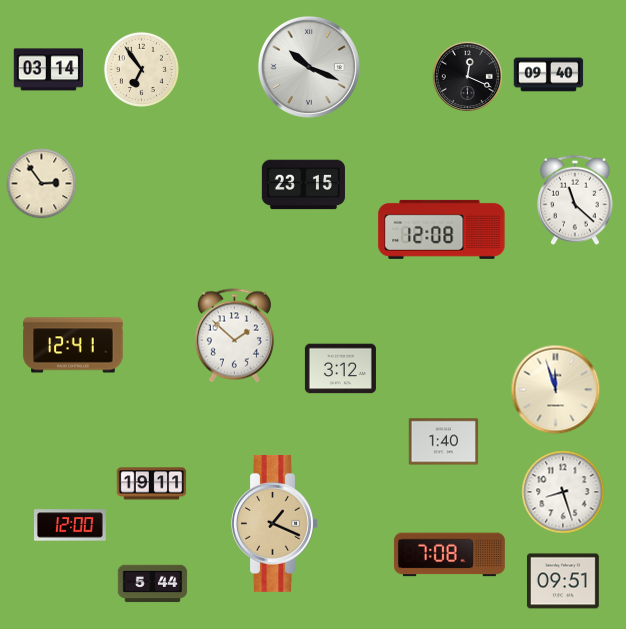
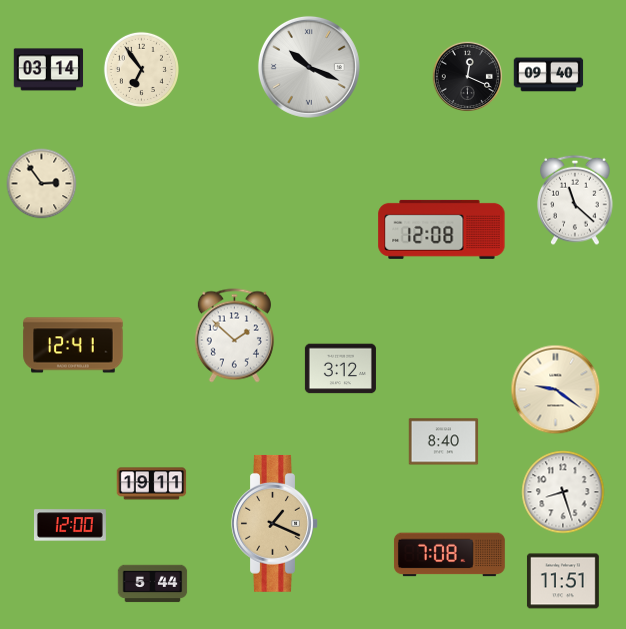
clock at (303, 185): 23:15 -> none
clock at (556, 390): 11:57 -> 9:21
clock at (444, 442): 1:40 -> 8:40
clock at (563, 581): 09:51 -> 11:51
